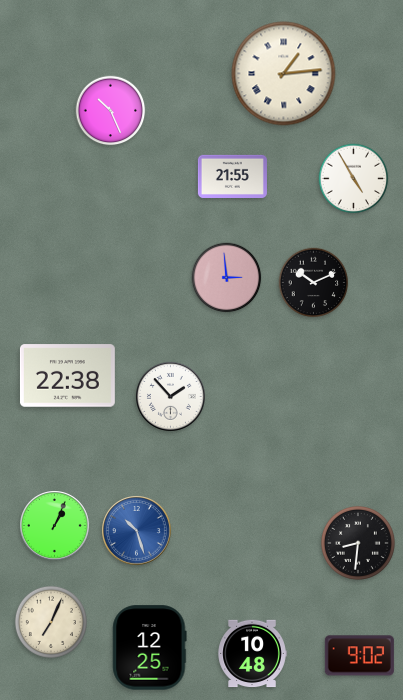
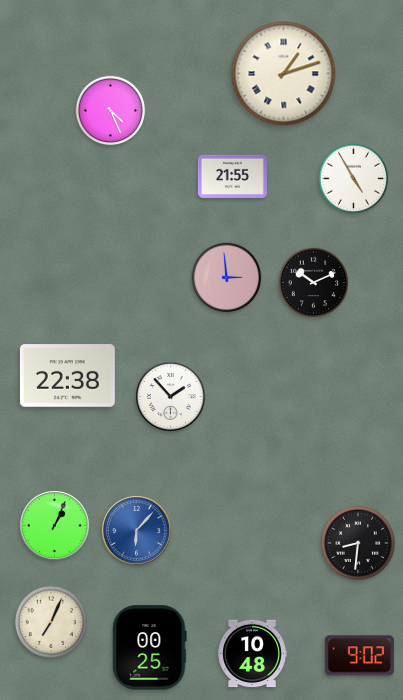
clock at (284, 74): 1:14 -> 1:12
clock at (111, 111): 10:26 -> 4:26
clock at (137, 531): 10:27 -> 6:07
clock at (150, 648): 12:25 -> 00:25
